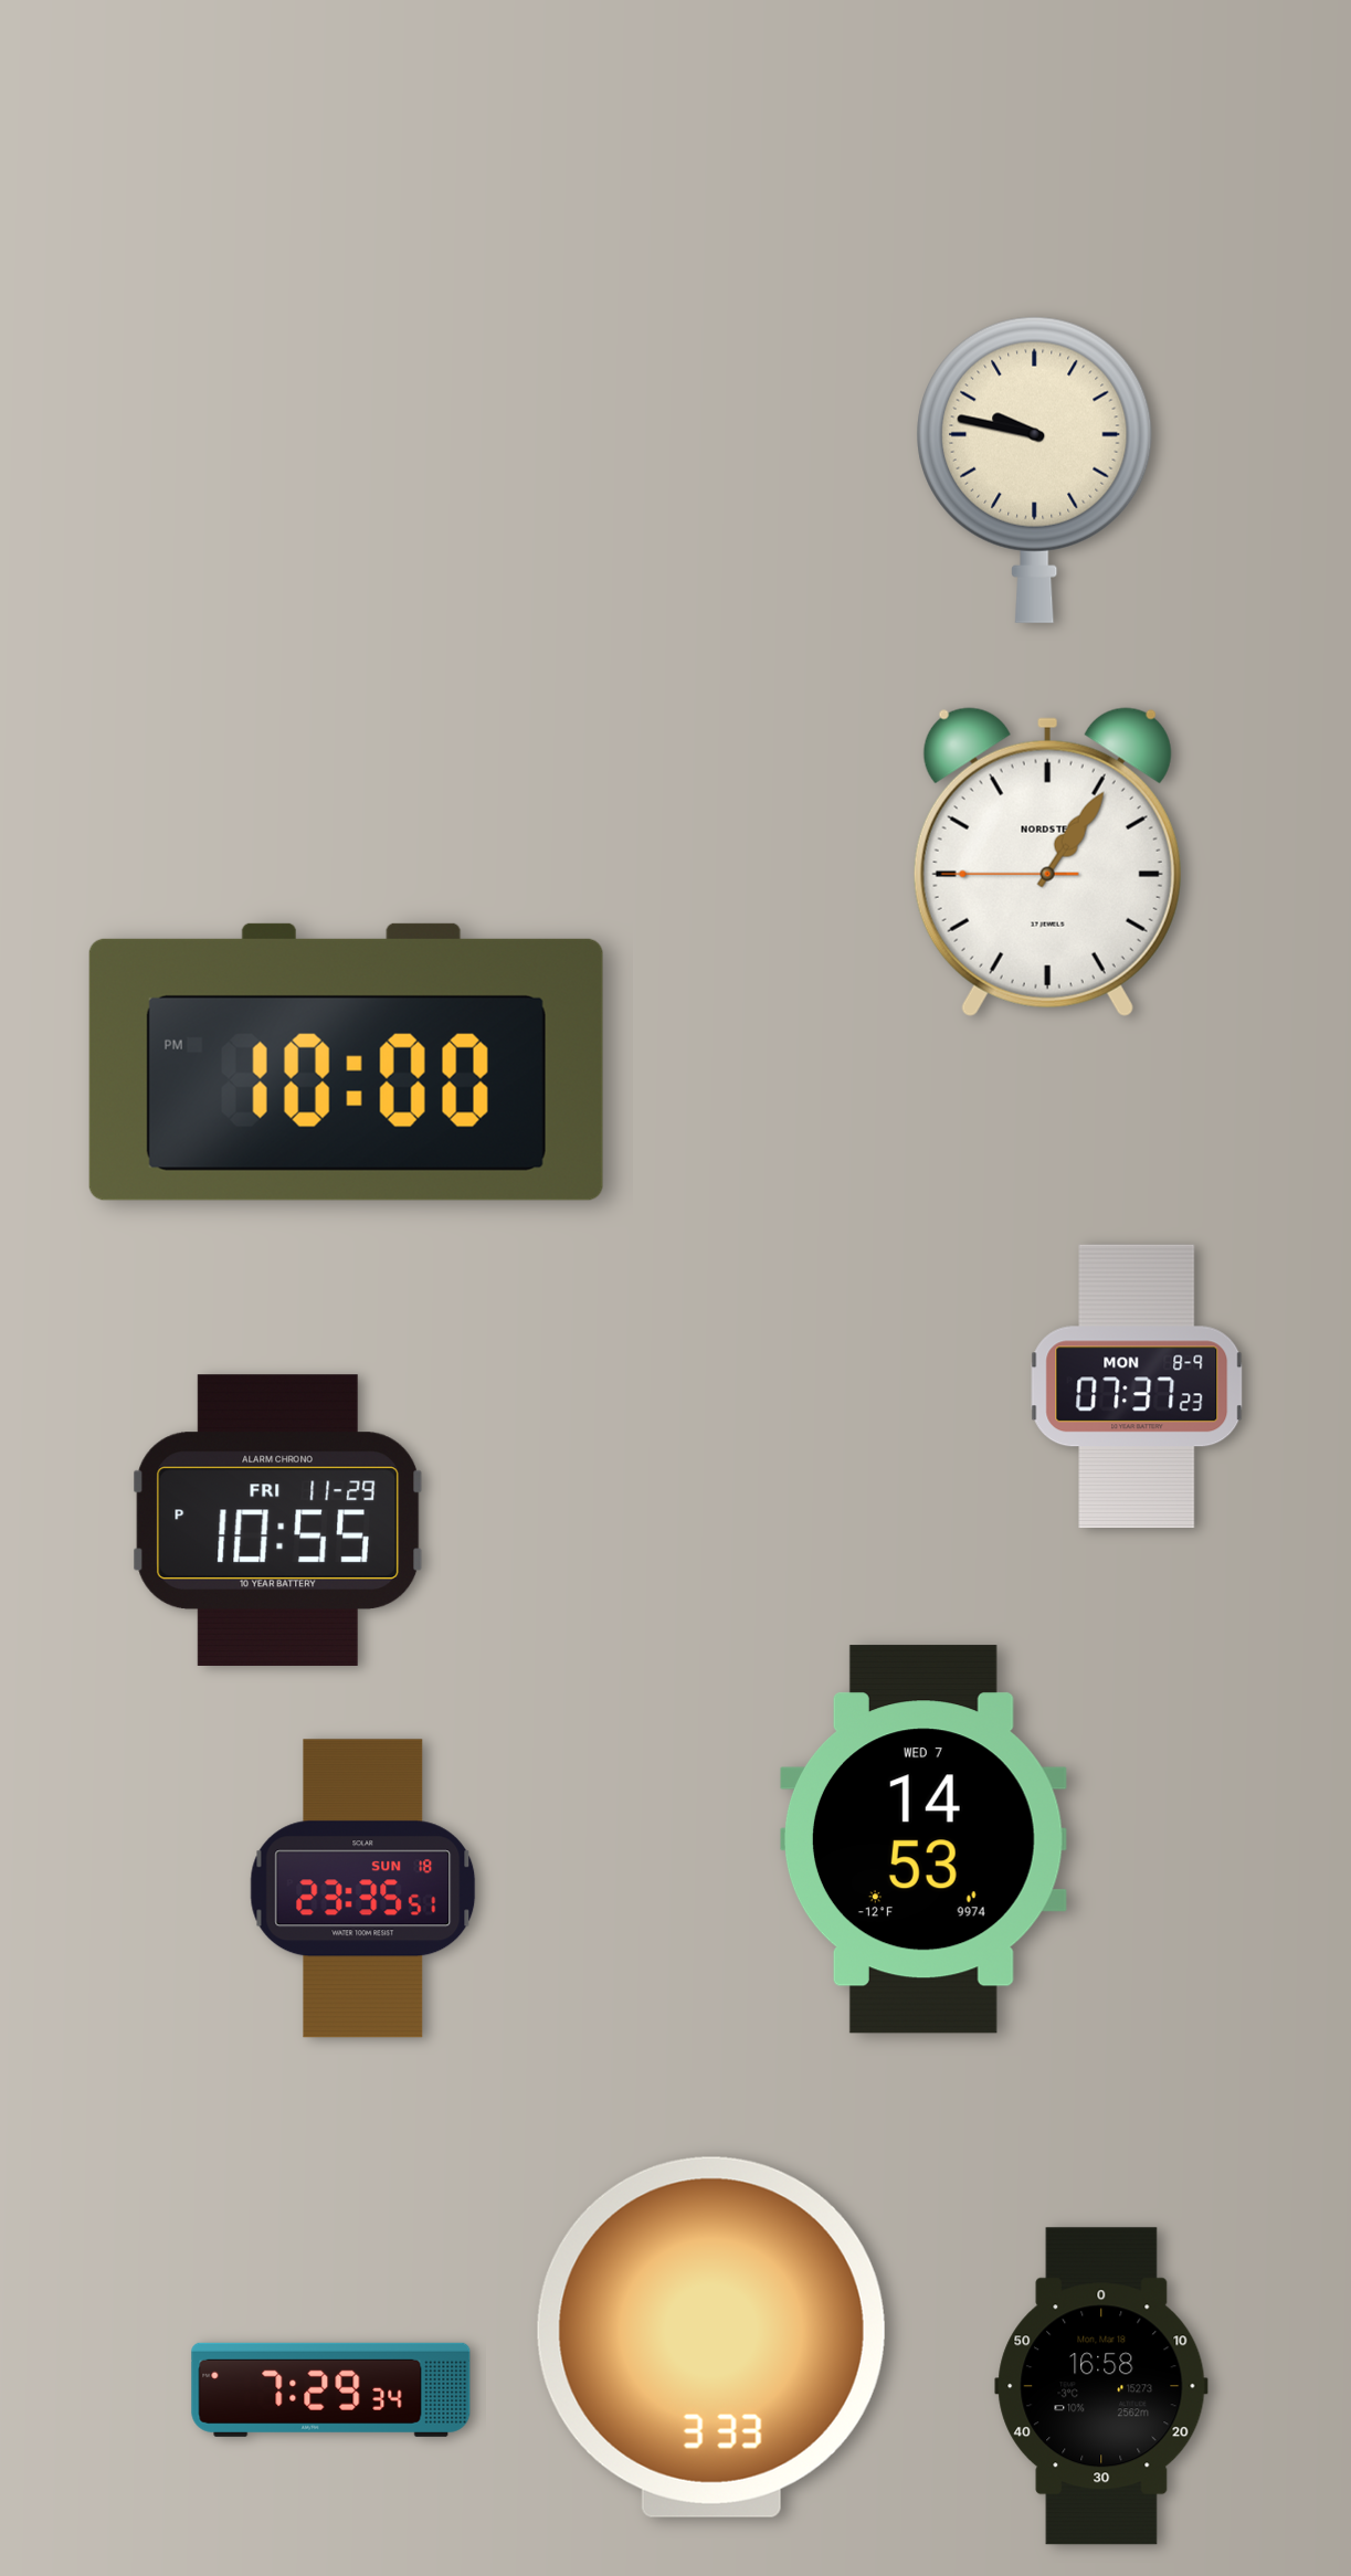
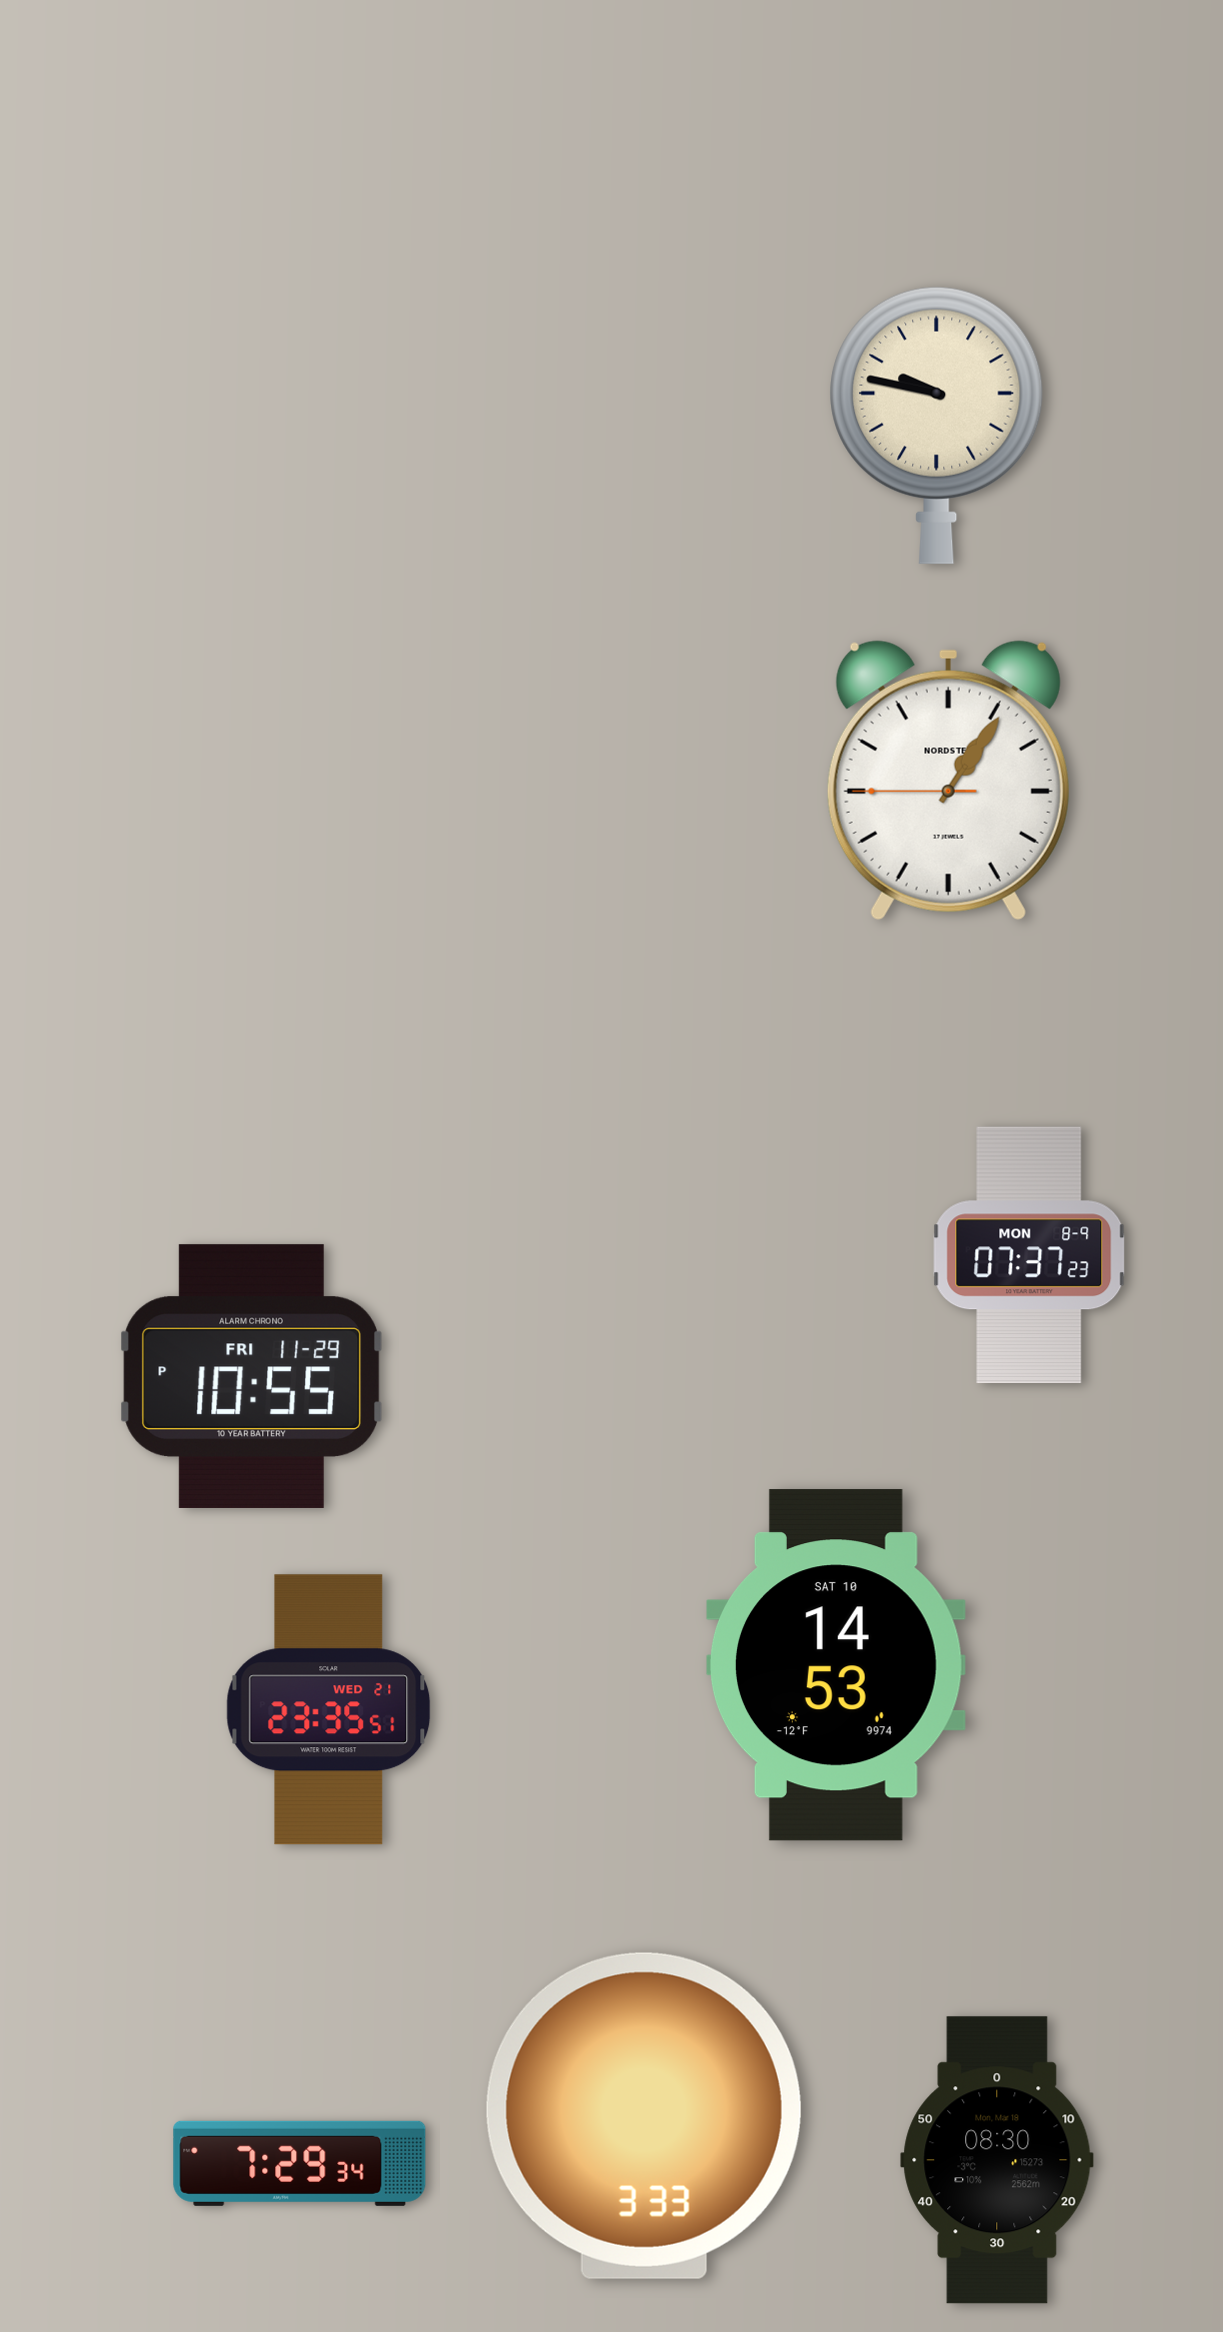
clock at (346, 1062): 10:00 -> none
clock at (923, 1839) date: WED 7 -> SAT 10
clock at (363, 1889) date: SUN 18 -> WED 21
clock at (1101, 2386): 16:58 -> 08:30
